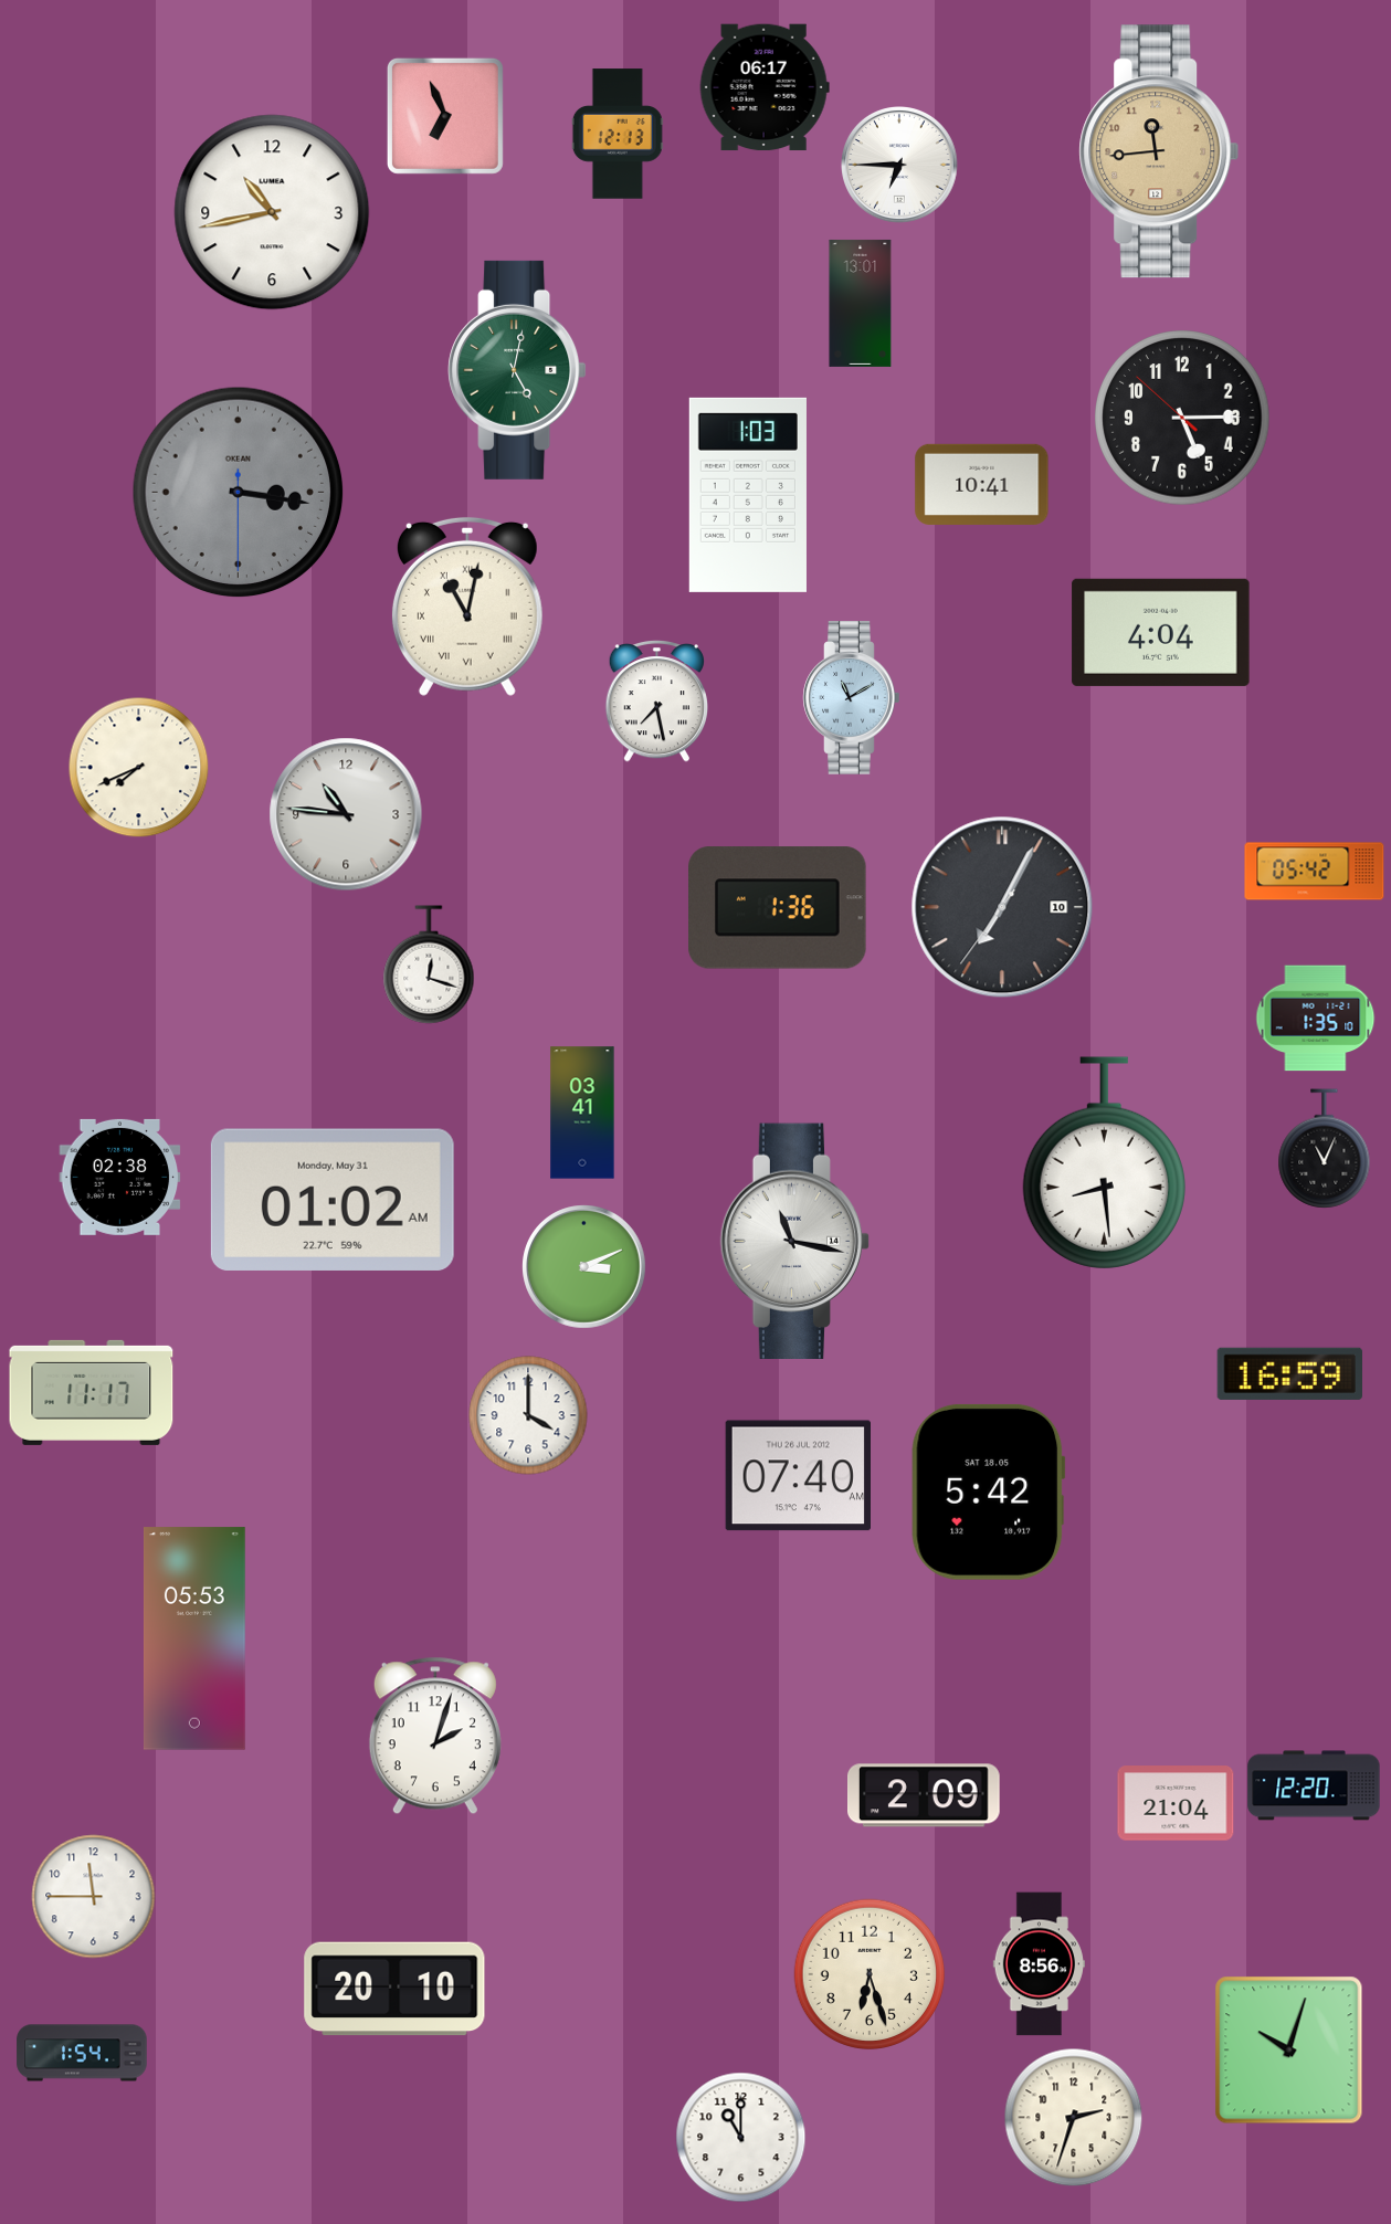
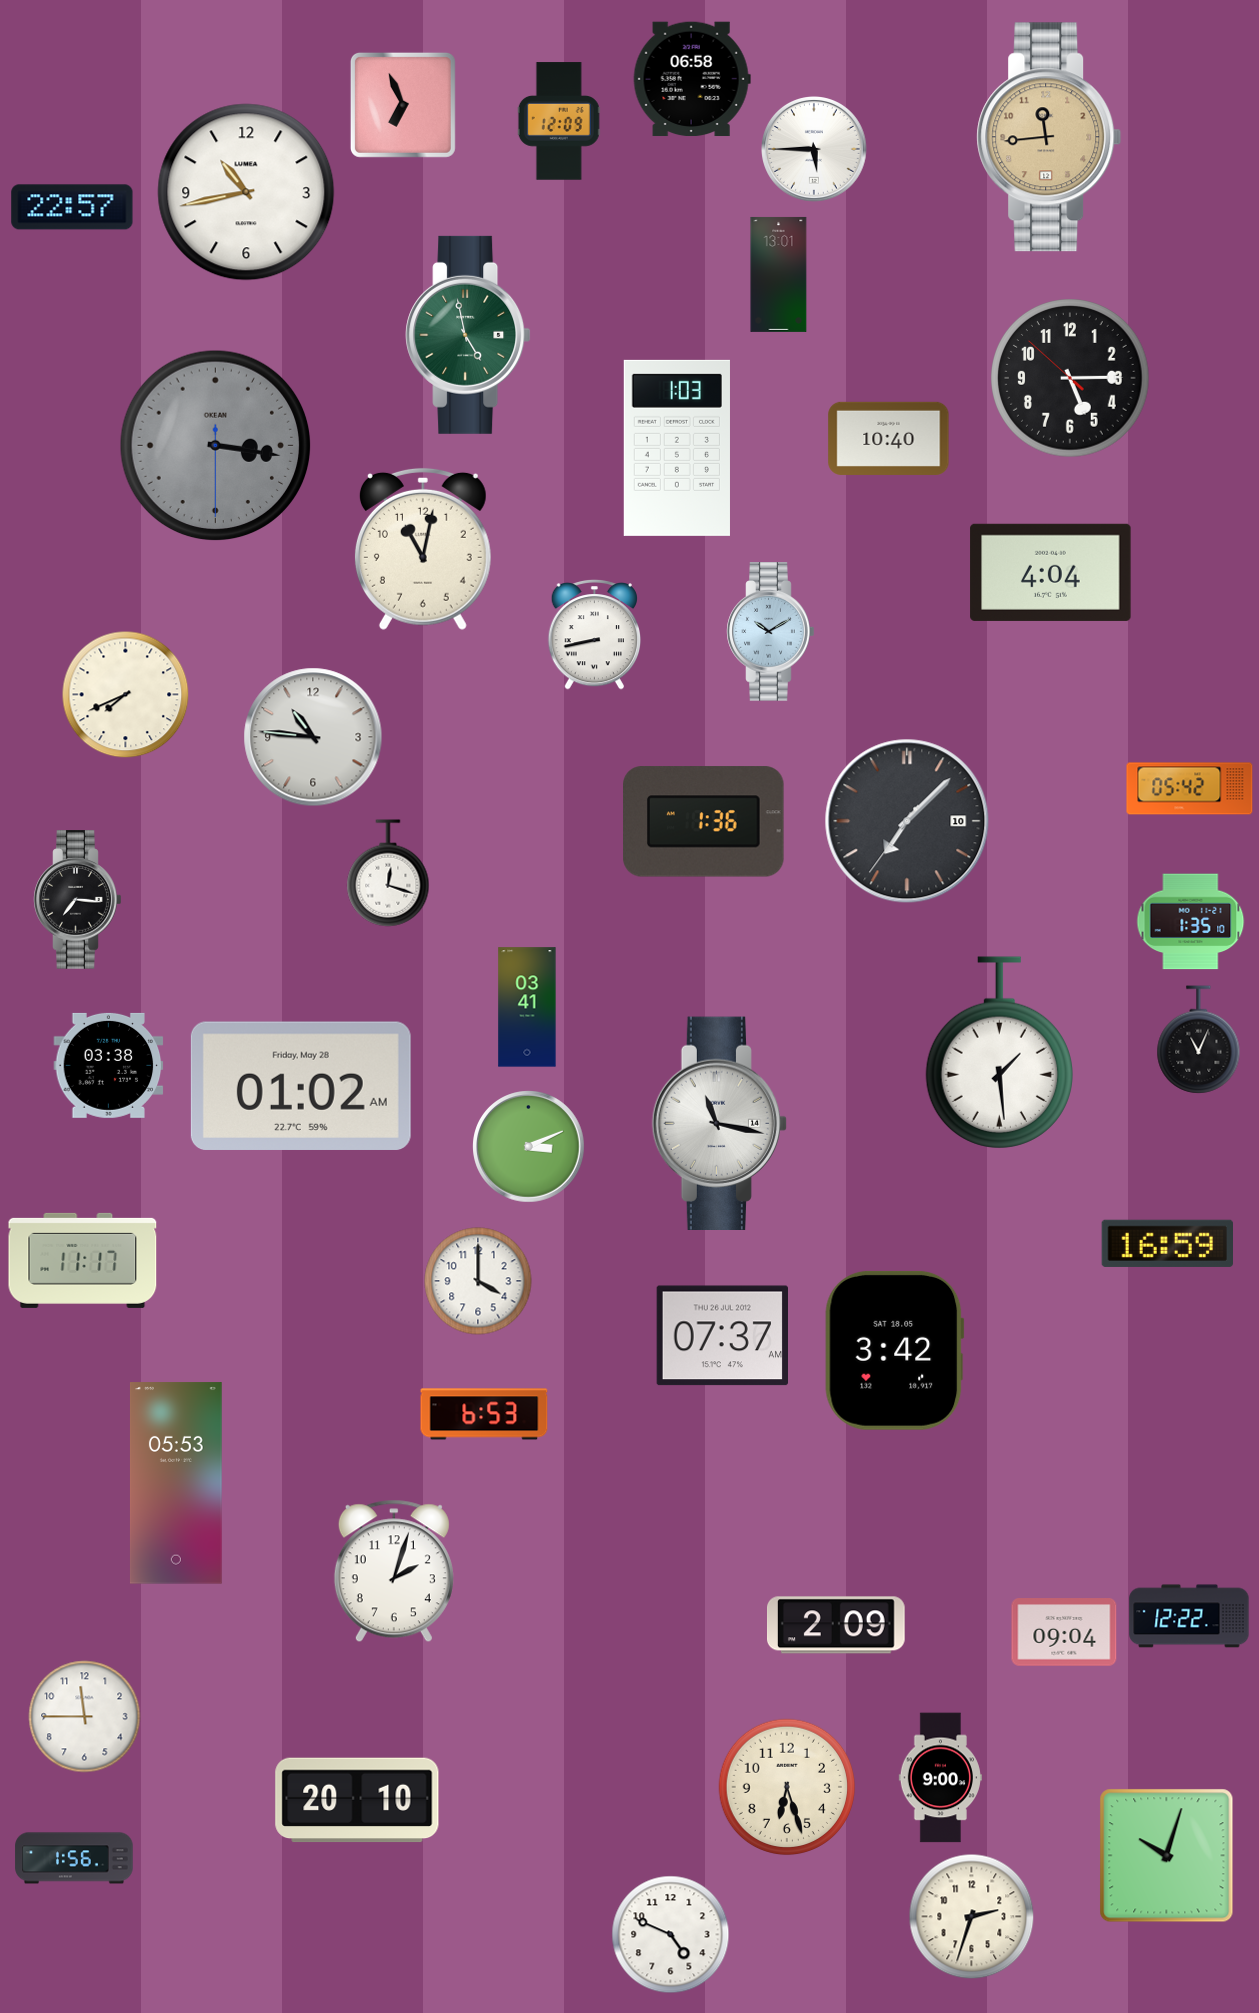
clock at (765, 87): 06:17 -> 06:58
clock at (618, 134): 12:13 -> 12:09
clock at (900, 166): 6:45 -> 5:45
clock at (72, 207): none -> 22:57
clock at (517, 370): 5:02 -> 4:58
clock at (982, 484): 10:41 -> 10:40
clock at (467, 607) numerals: Roman -> Arabic
clock at (852, 698): 11:10 -> 10:10
clock at (656, 702): 7:28 -> 8:43
clock at (1002, 907): 7:04 -> 7:07
clock at (78, 900): none -> 7:16
clock at (1104, 1163): 8:29 -> 1:29
clock at (120, 1177): 02:38 -> 03:38
clock at (333, 1200) date: Monday, May 31 -> Friday, May 28
clock at (798, 1476): 07:40 -> 07:37
clock at (989, 1492): 5:42 -> 3:42
clock at (484, 1414): none -> 6:53
clock at (1314, 1785): 12:20 -> 12:22
clock at (1176, 1803): 21:04 -> 09:04
clock at (1039, 1964): 8:56 -> 9:00
clock at (82, 2053): 1:54 -> 1:56
clock at (741, 2138): 11:00 -> 4:49
